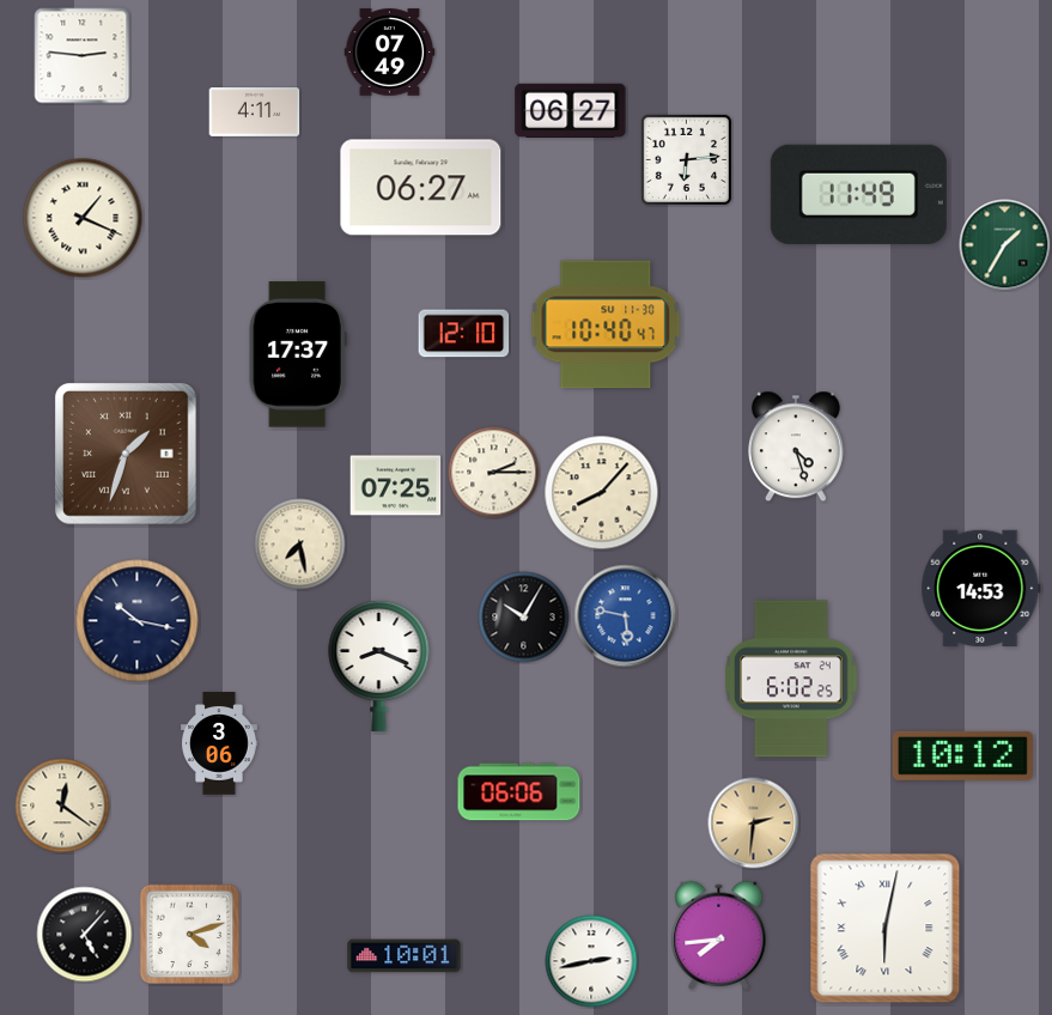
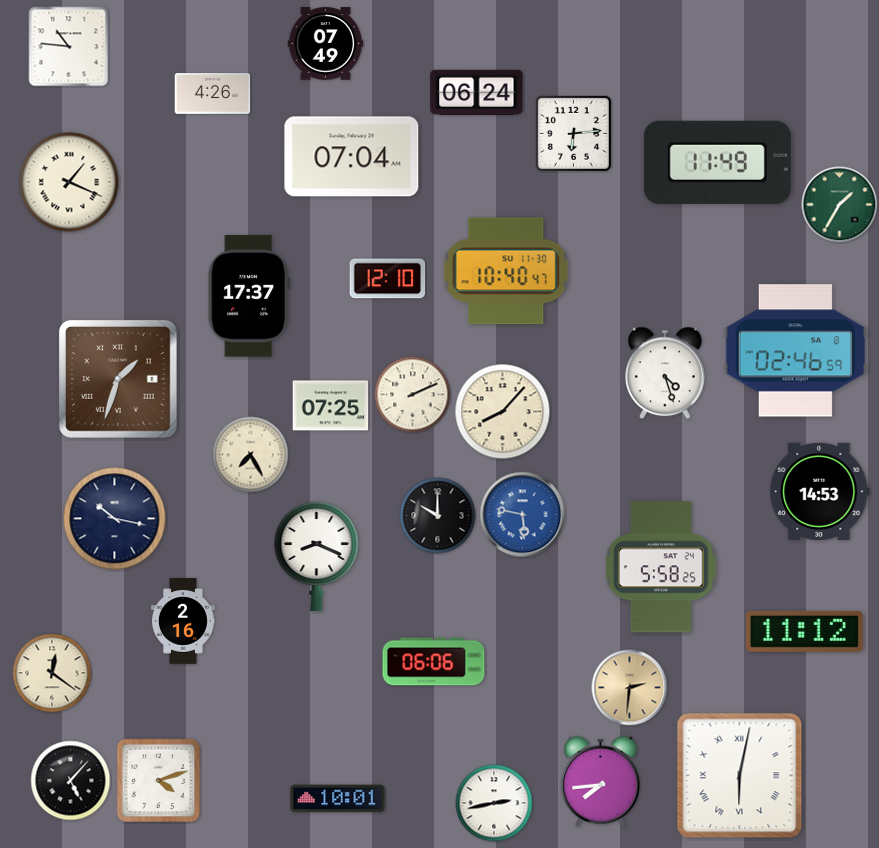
clock at (83, 56): 2:46 -> 10:46
clock at (571, 110): 06:27 -> 06:24
clock at (255, 113): 4:11 -> 4:26
clock at (421, 188): 06:27 -> 07:04
clock at (795, 351): none -> 02:46
clock at (127, 455) position: (127, 455) -> (119, 380)
clock at (494, 473): 2:15 -> 2:11
clock at (300, 545): 7:28 -> 7:25
clock at (524, 618): 10:05 -> 10:00
clock at (791, 679): 6:02 -> 5:58
clock at (220, 743): 3:06 -> 2:16
clock at (962, 755): 10:12 -> 11:12
